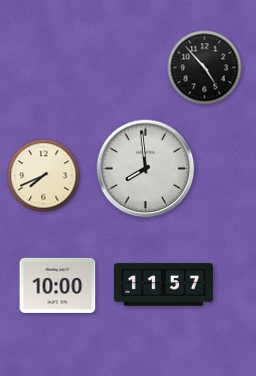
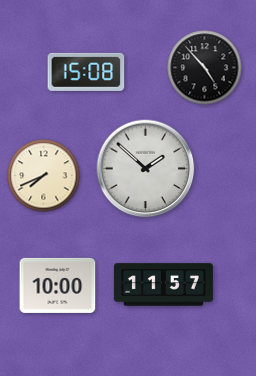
clock at (86, 72): none -> 15:08
clock at (146, 169): 7:59 -> 1:52
